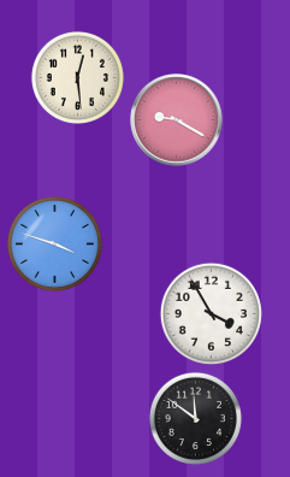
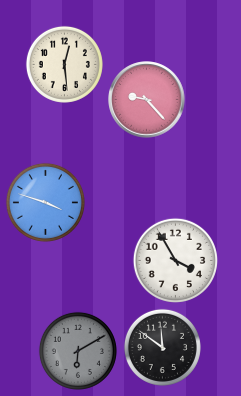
clock at (177, 120): 9:20 -> 9:23
clock at (78, 351): none -> 6:10
